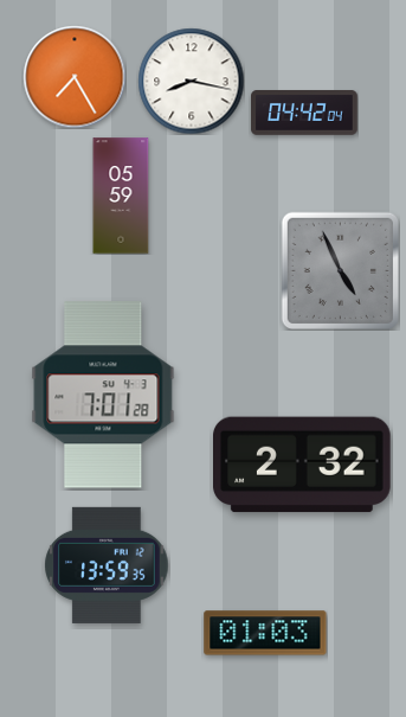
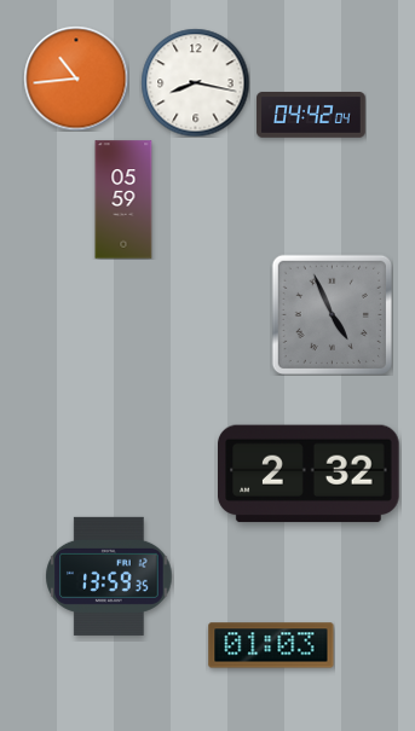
clock at (75, 77): 7:25 -> 10:44
clock at (340, 270) position: (340, 270) -> (332, 314)
clock at (103, 395): 7:01 -> none
